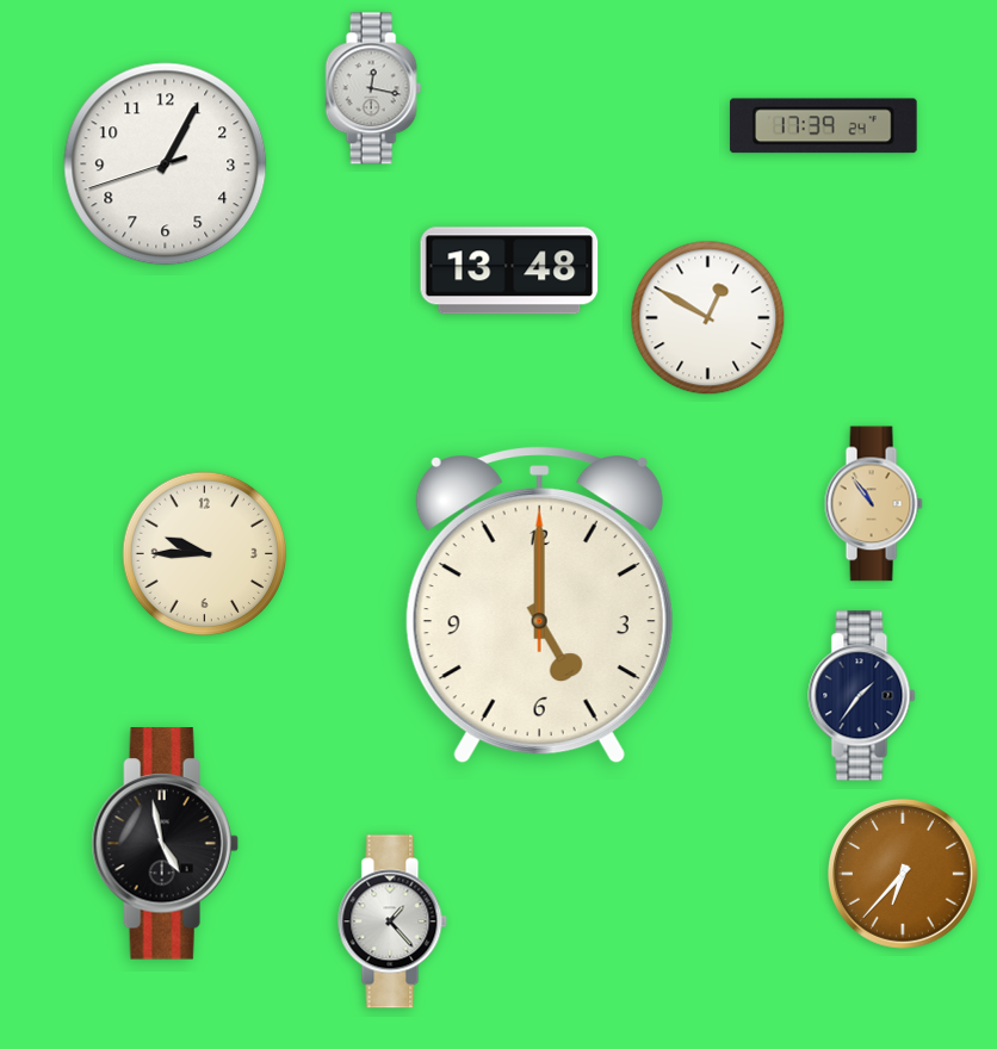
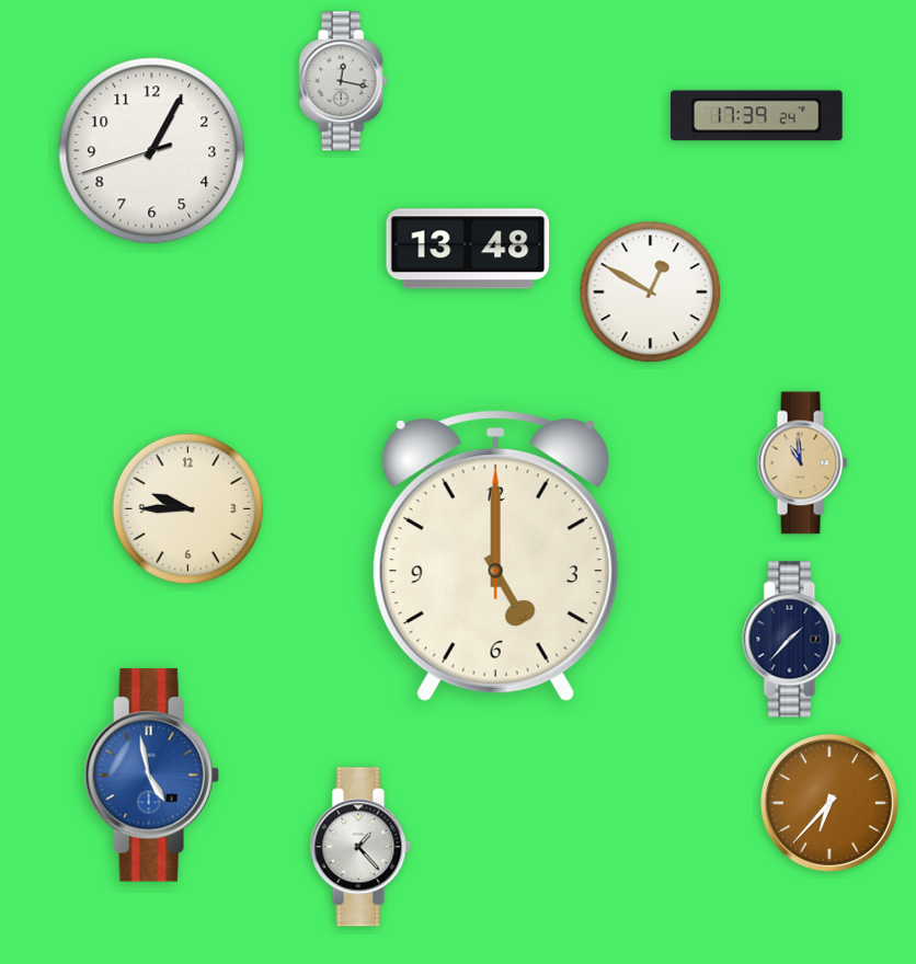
clock at (873, 504): 10:54 -> 10:59
clock at (862, 696): 1:36 -> 1:37
clock at (165, 844) dial: black -> blue
